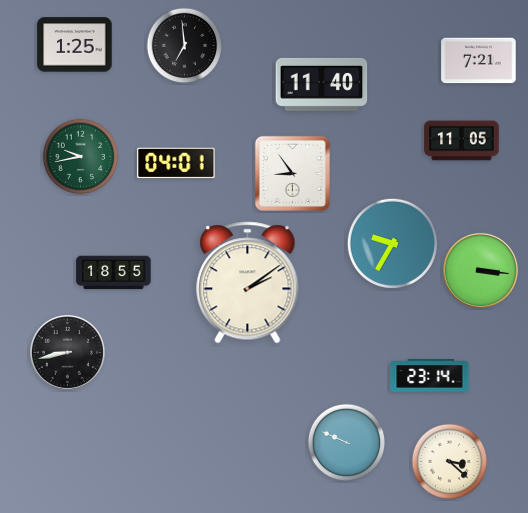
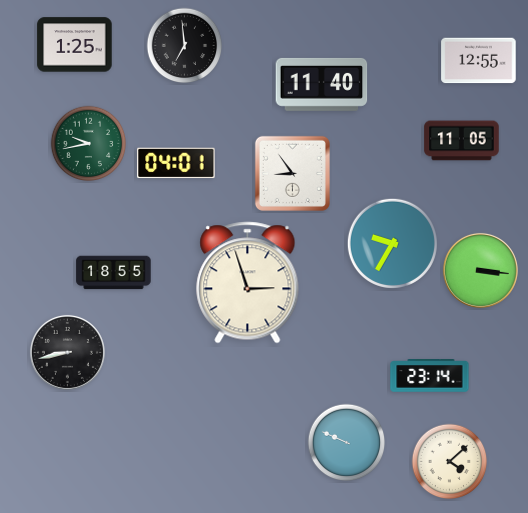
clock at (479, 61): 7:21 -> 12:55
clock at (81, 157) position: (81, 157) -> (89, 144)
clock at (248, 283): 2:09 -> 2:57
clock at (450, 462): 3:22 -> 4:08
